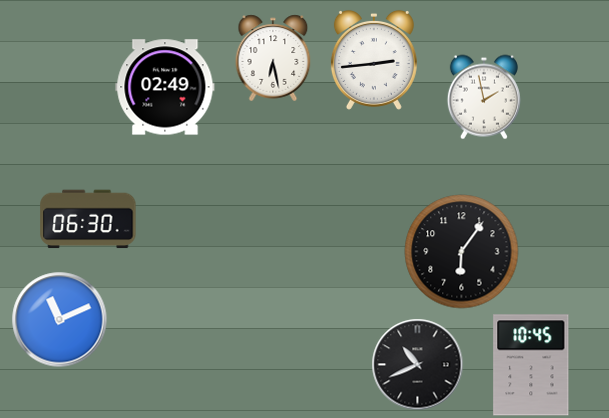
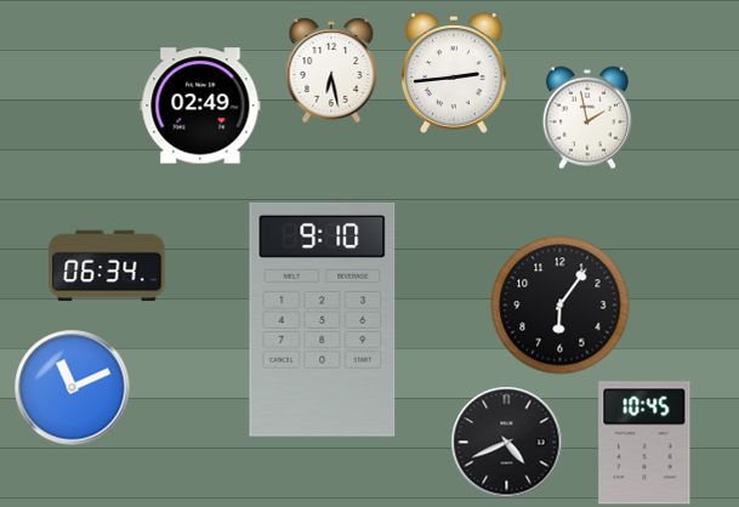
clock at (88, 219): 06:30 -> 06:34
clock at (323, 319): none -> 9:10
clock at (418, 365): 10:41 -> 4:41
